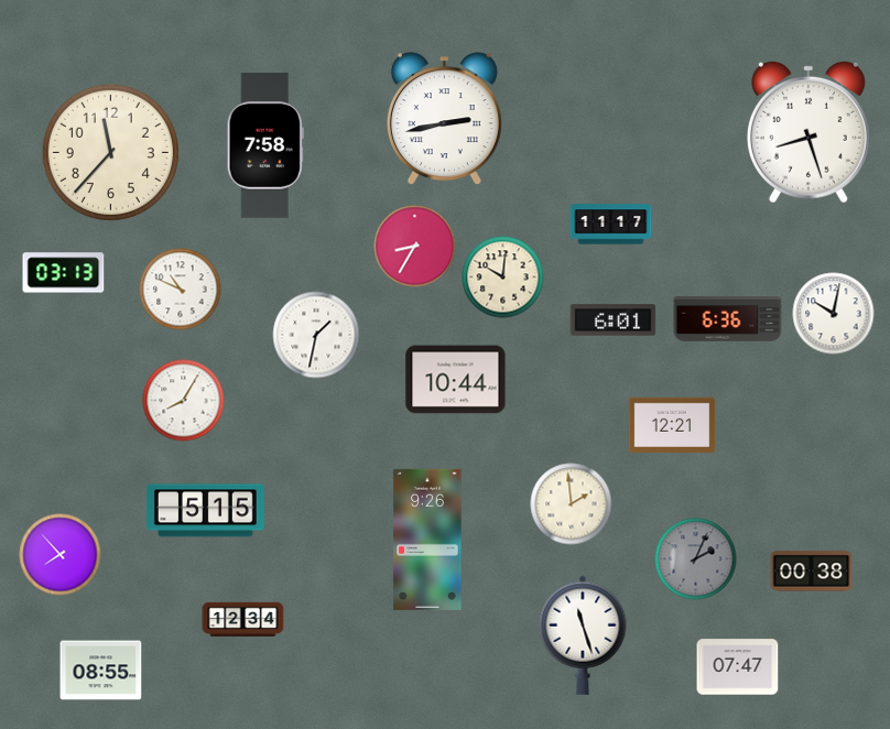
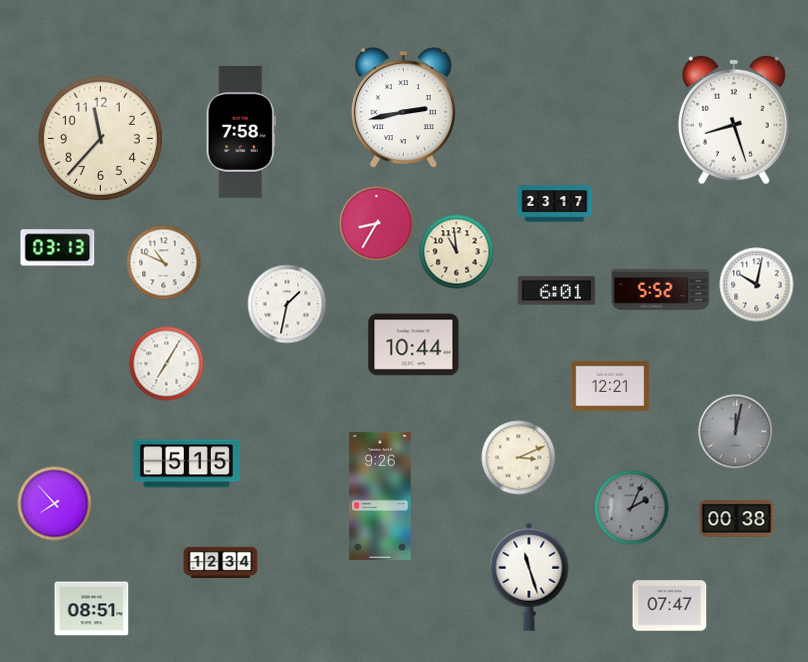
clock at (611, 225): 11:17 -> 23:17
clock at (503, 278): 10:01 -> 10:59
clock at (728, 319): 6:36 -> 5:52
clock at (184, 401): 8:05 -> 7:05
clock at (736, 432): none -> 12:02
clock at (572, 504): 1:59 -> 3:11
clock at (427, 540) position: (427, 540) -> (380, 496)
clock at (101, 671): 08:55 -> 08:51
